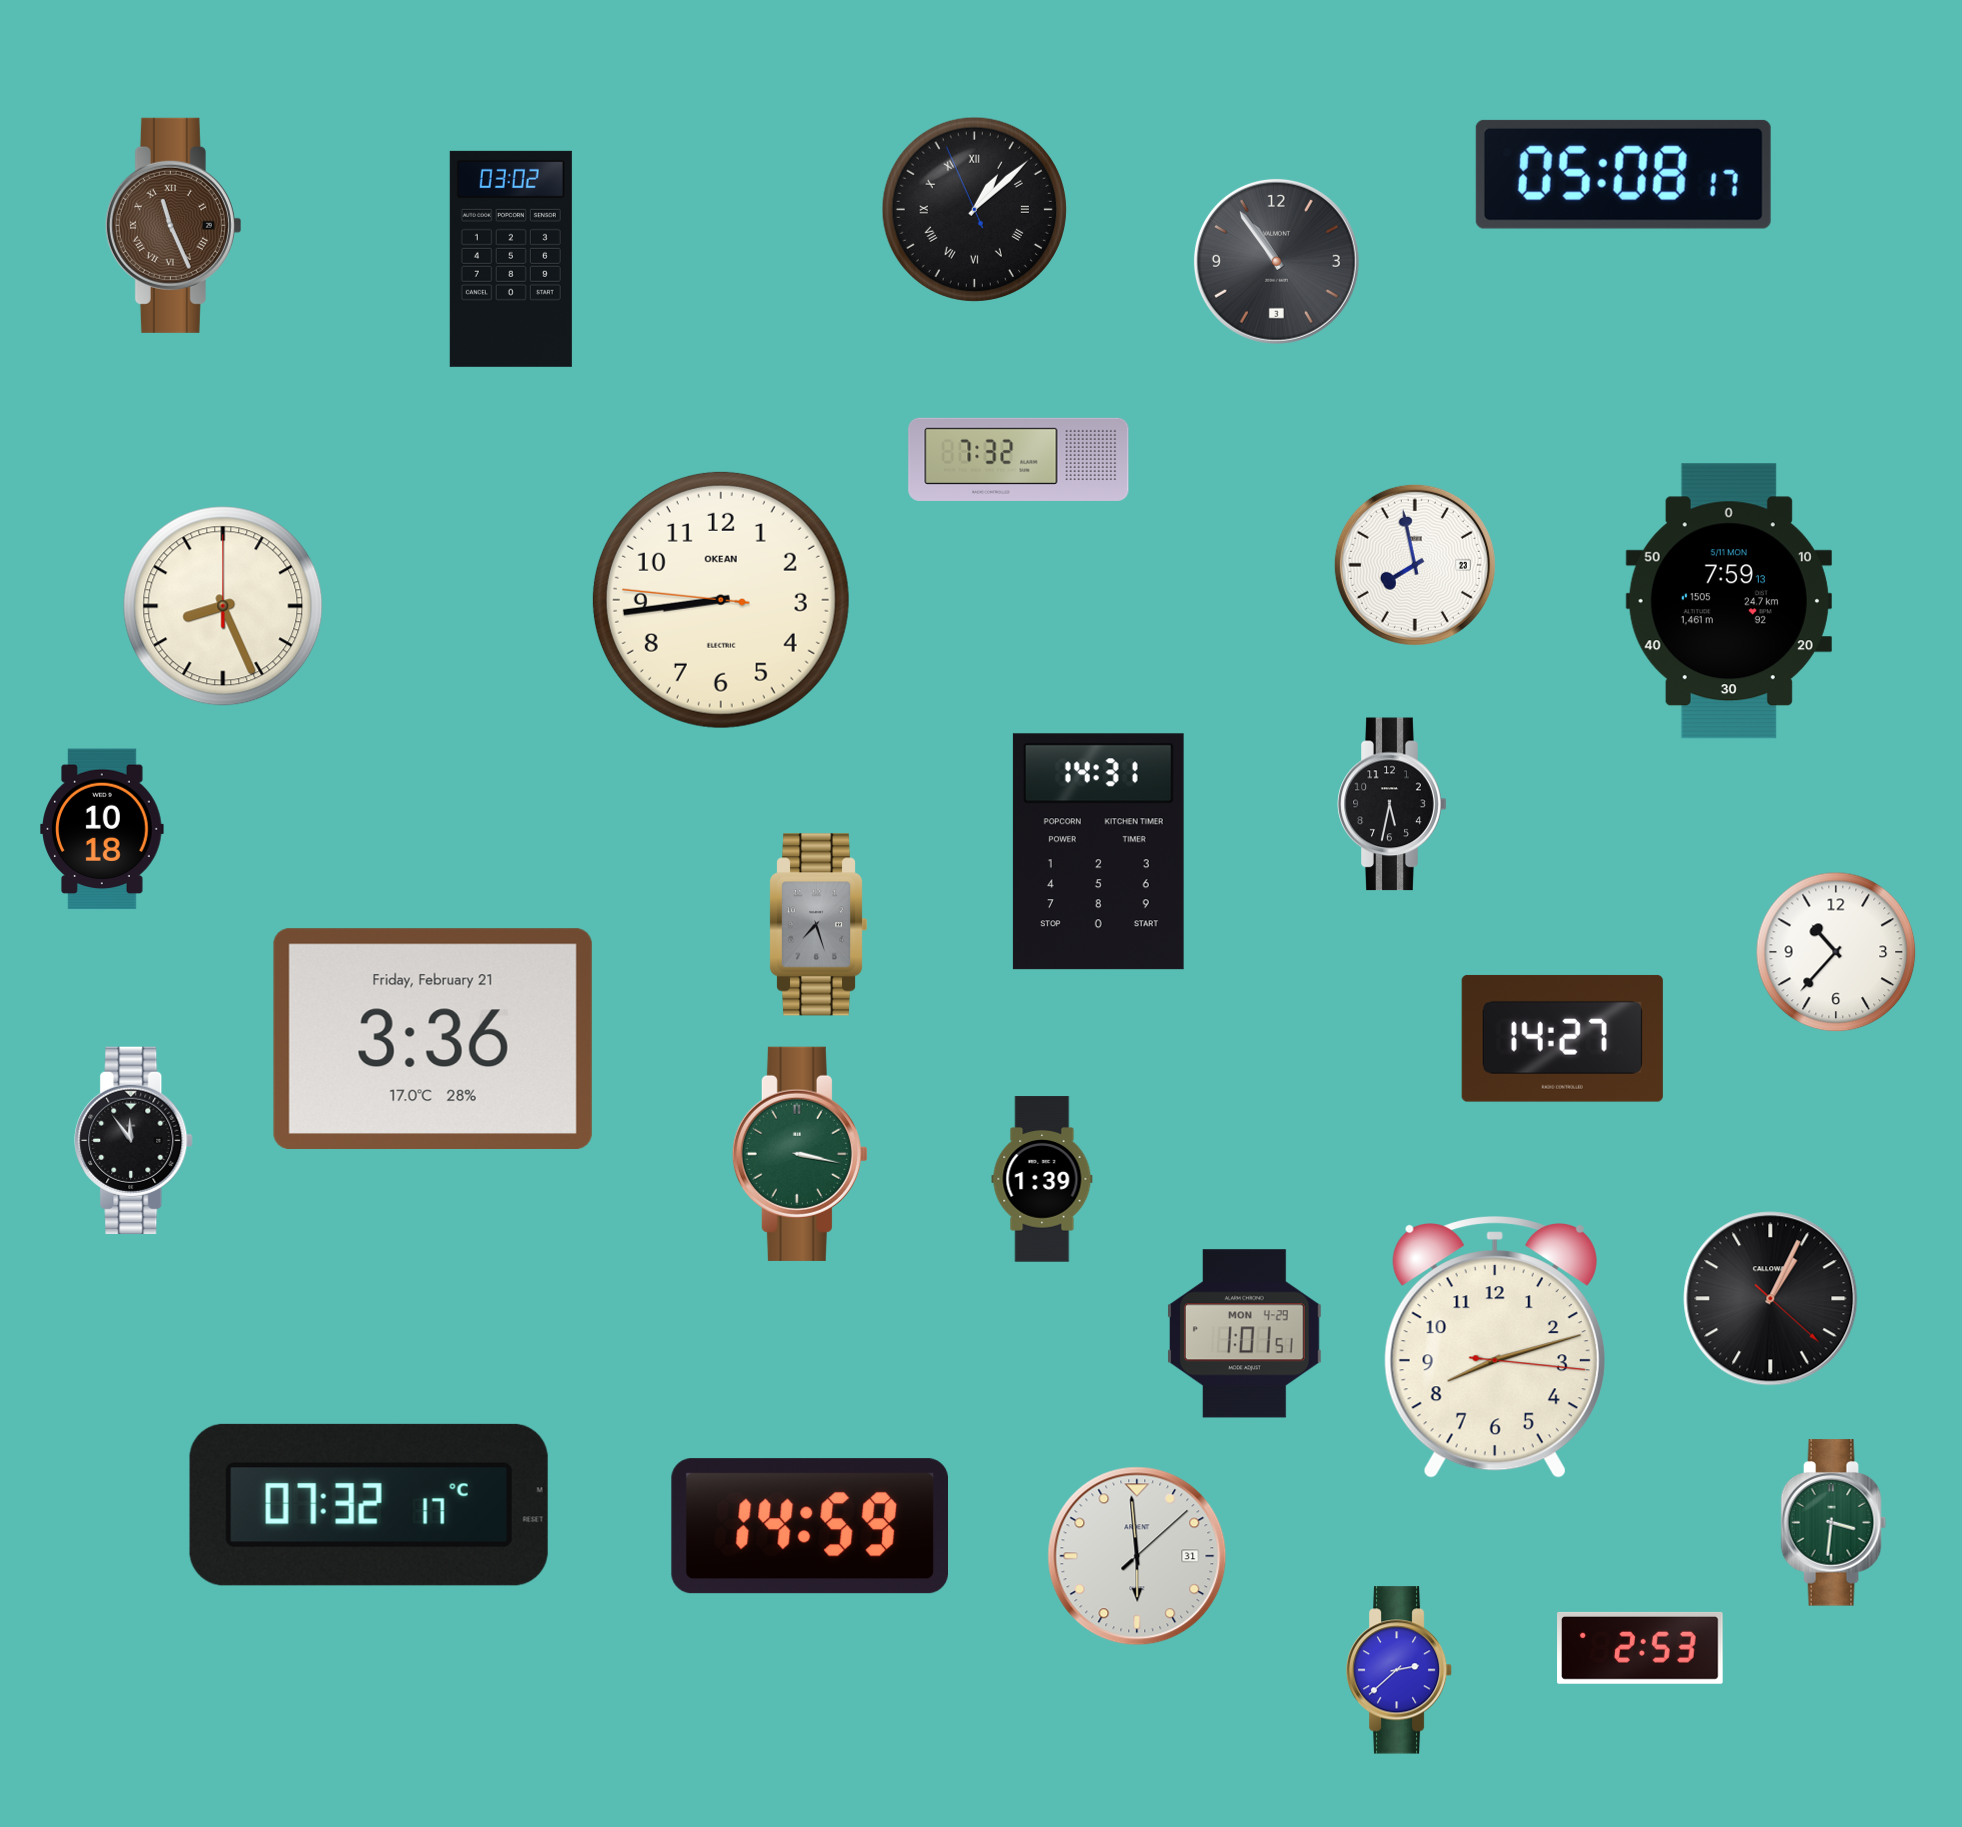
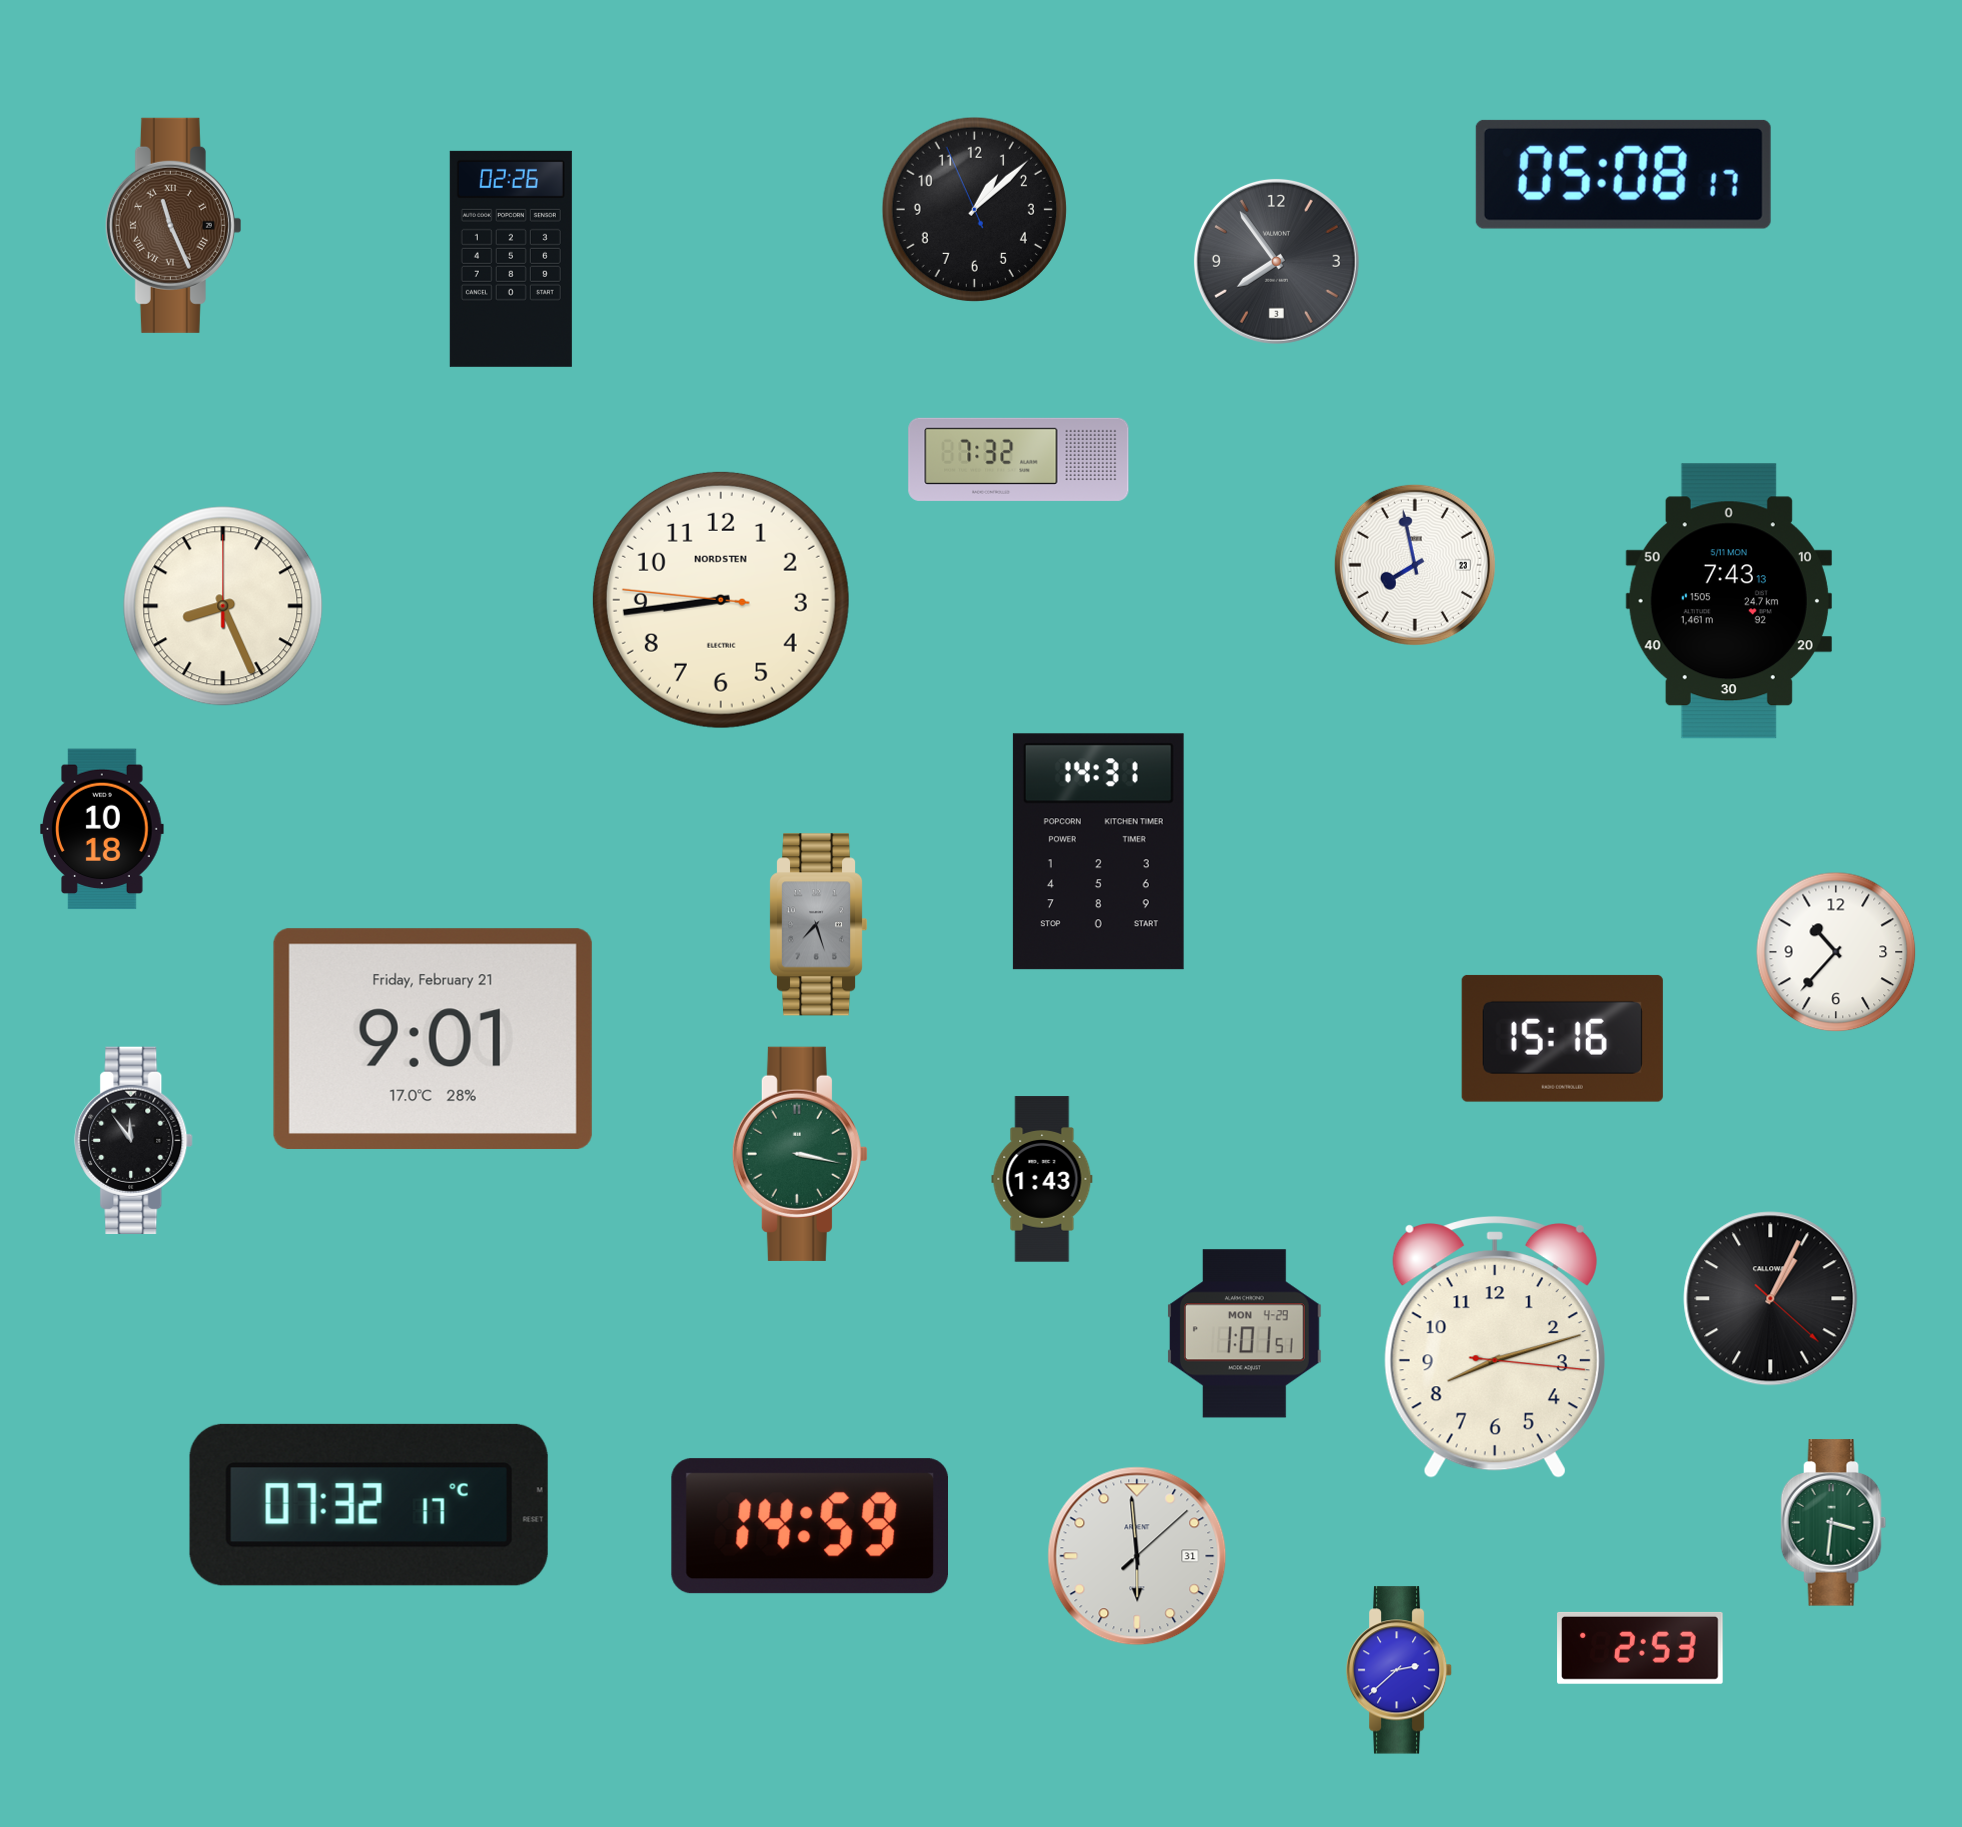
clock at (974, 209) numerals: Roman -> Arabic
clock at (511, 259): 03:02 -> 02:26
clock at (1276, 261): 10:54 -> 7:54
clock at (721, 600) brand: OKEAN -> NORDSTEN
clock at (1729, 601): 7:59 -> 7:43
clock at (1392, 804): 5:32 -> none
clock at (433, 1038): 3:36 -> 9:01
clock at (1562, 1038): 14:27 -> 15:16
clock at (1042, 1179): 1:39 -> 1:43
